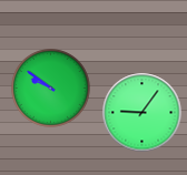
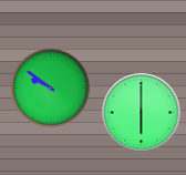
clock at (142, 113): 9:06 -> 6:00
